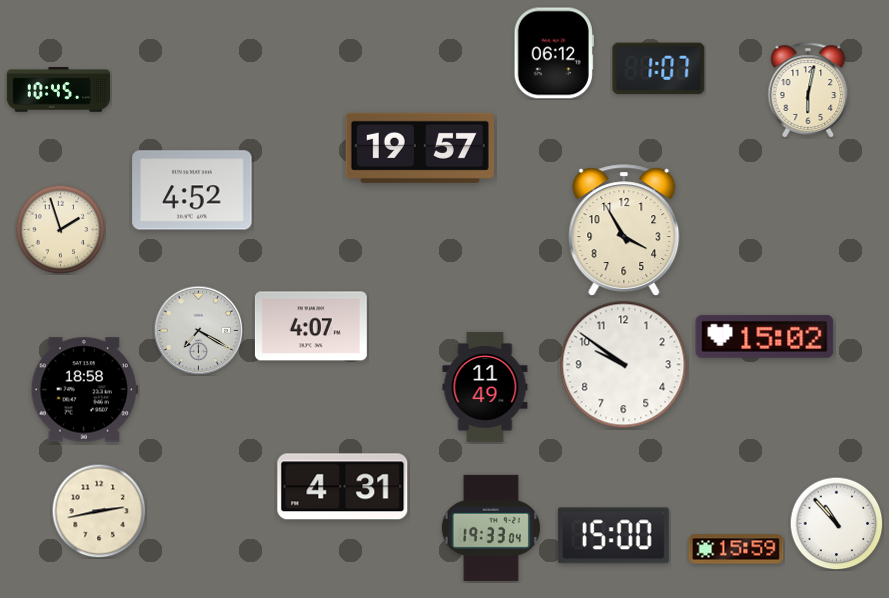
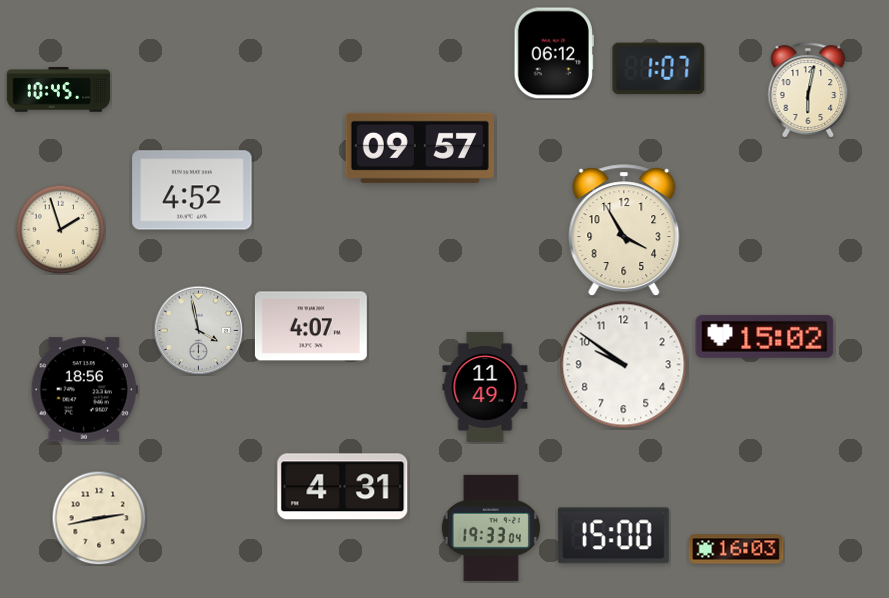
clock at (420, 148): 19:57 -> 09:57
clock at (198, 330): 7:20 -> 3:58
clock at (84, 390): 18:58 -> 18:56
clock at (99, 511) position: (99, 511) -> (99, 518)
clock at (836, 523): 10:53 -> none
clock at (736, 549): 15:59 -> 16:03
